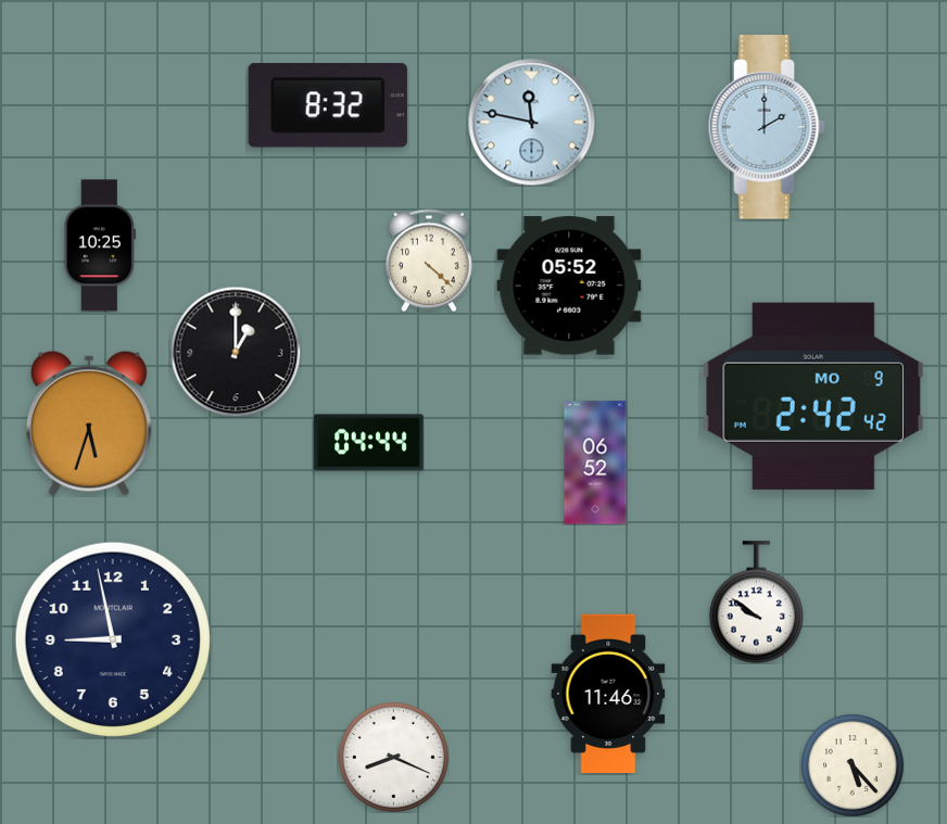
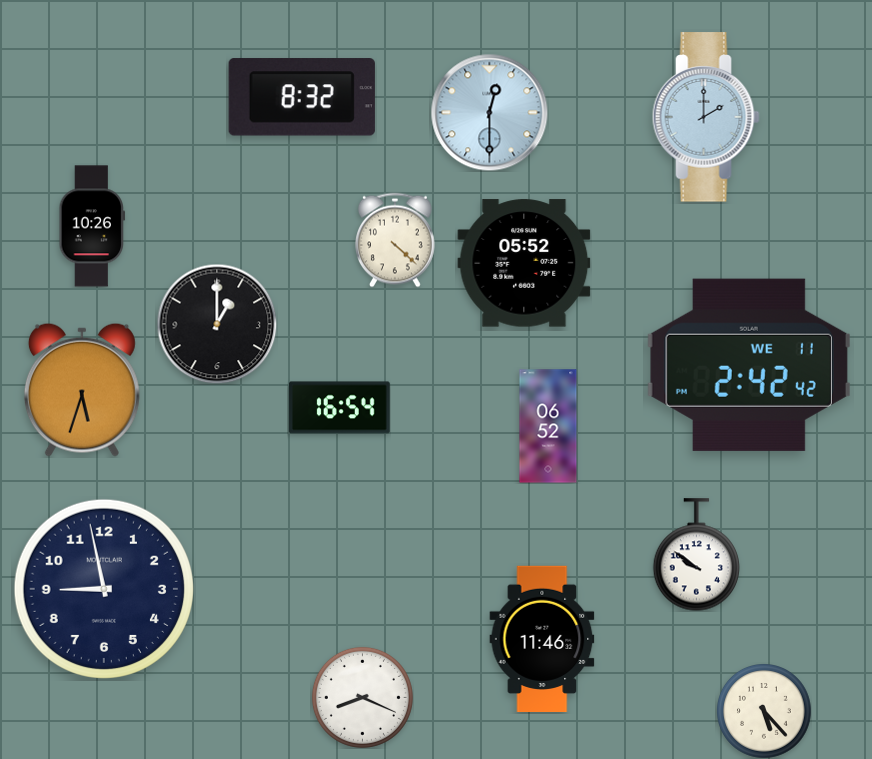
clock at (531, 122): 11:47 -> 12:30
clock at (100, 245): 10:25 -> 10:26
clock at (813, 396) date: MO 9 -> WE 11
clock at (369, 443): 04:44 -> 16:54
clock at (608, 693) position: (608, 693) -> (542, 638)
clock at (853, 765) position: (853, 765) -> (764, 711)
